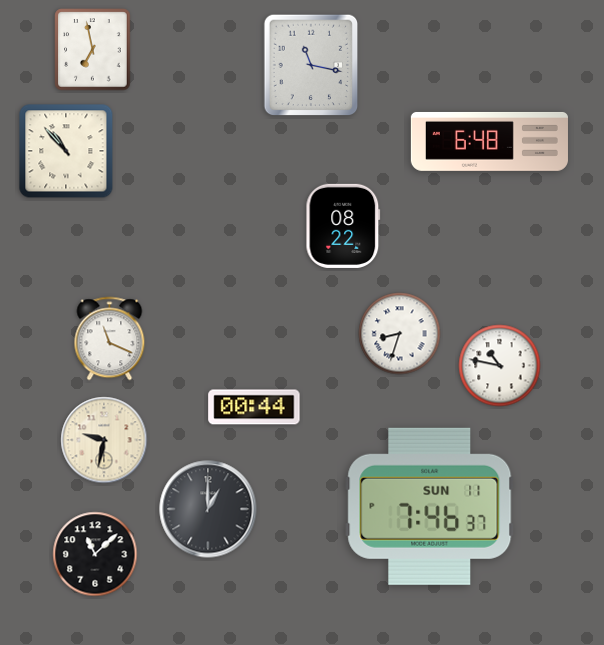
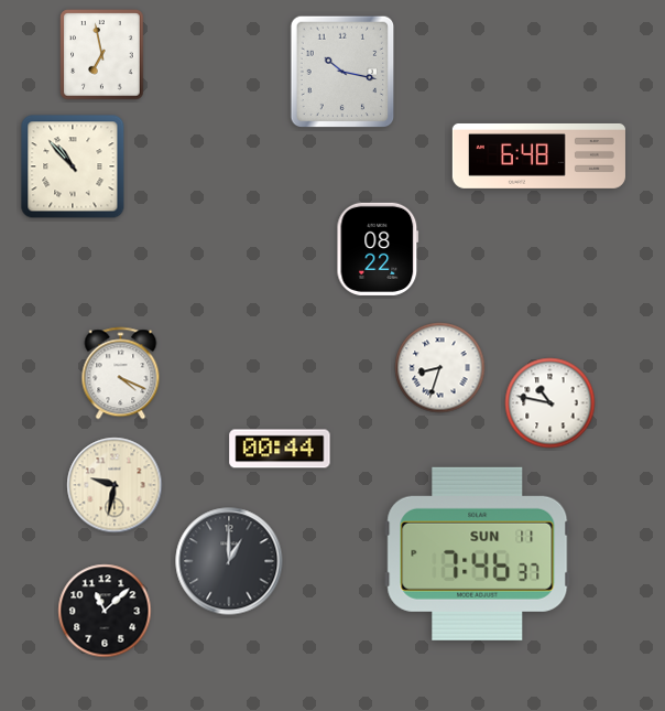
clock at (311, 65): 11:17 -> 10:17
clock at (110, 339): 11:19 -> 4:19
clock at (430, 506) position: (430, 506) -> (478, 553)
